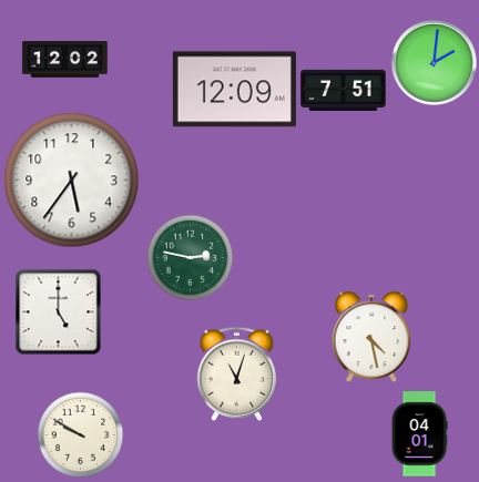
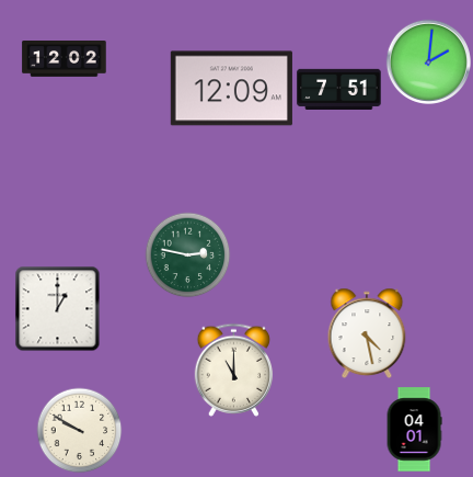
clock at (72, 181): 5:36 -> none
clock at (58, 311): 5:00 -> 1:00
clock at (237, 373): 11:03 -> 11:00
